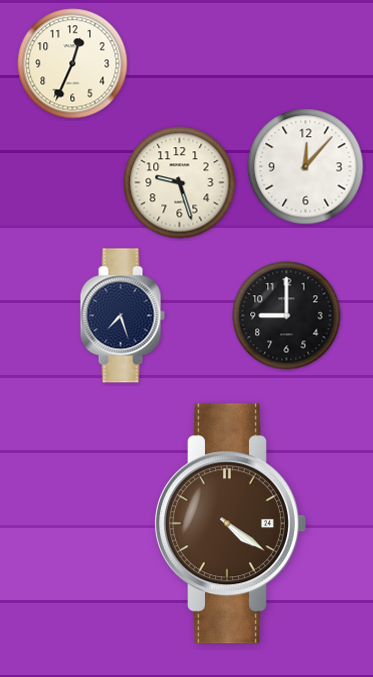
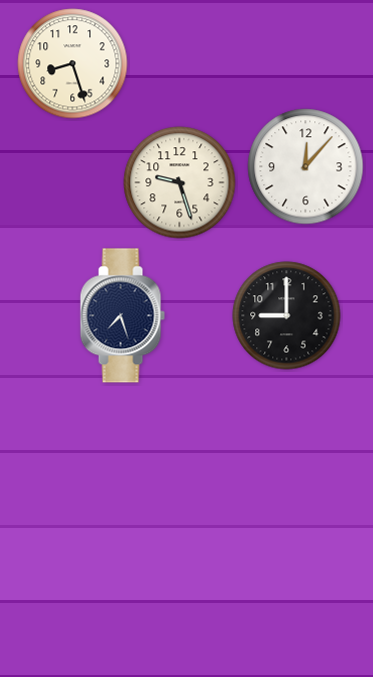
clock at (73, 64): 12:34 -> 8:27
clock at (230, 524): 4:21 -> none
